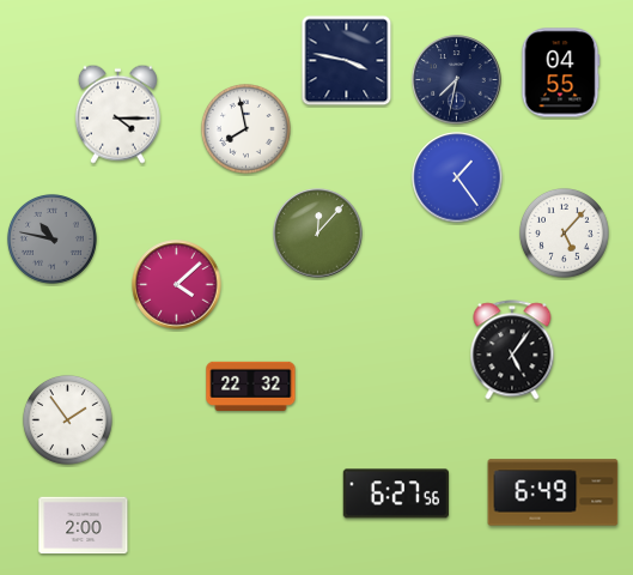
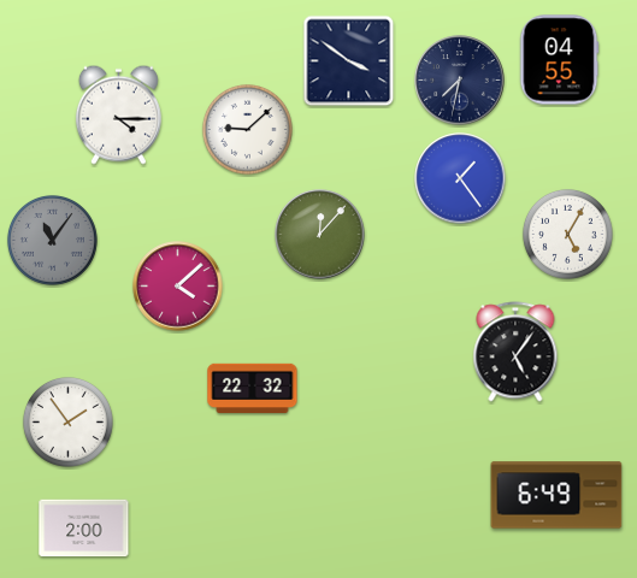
clock at (347, 61): 3:47 -> 3:51
clock at (560, 73) position: (560, 73) -> (559, 60)
clock at (245, 128): 7:58 -> 9:08
clock at (564, 232): 5:07 -> 5:05
clock at (51, 238): 10:47 -> 11:06
clock at (396, 494): 6:27 -> none
